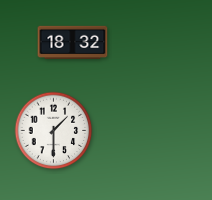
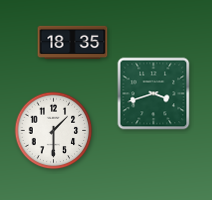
clock at (73, 43): 18:32 -> 18:35
clock at (154, 94): none -> 3:42
